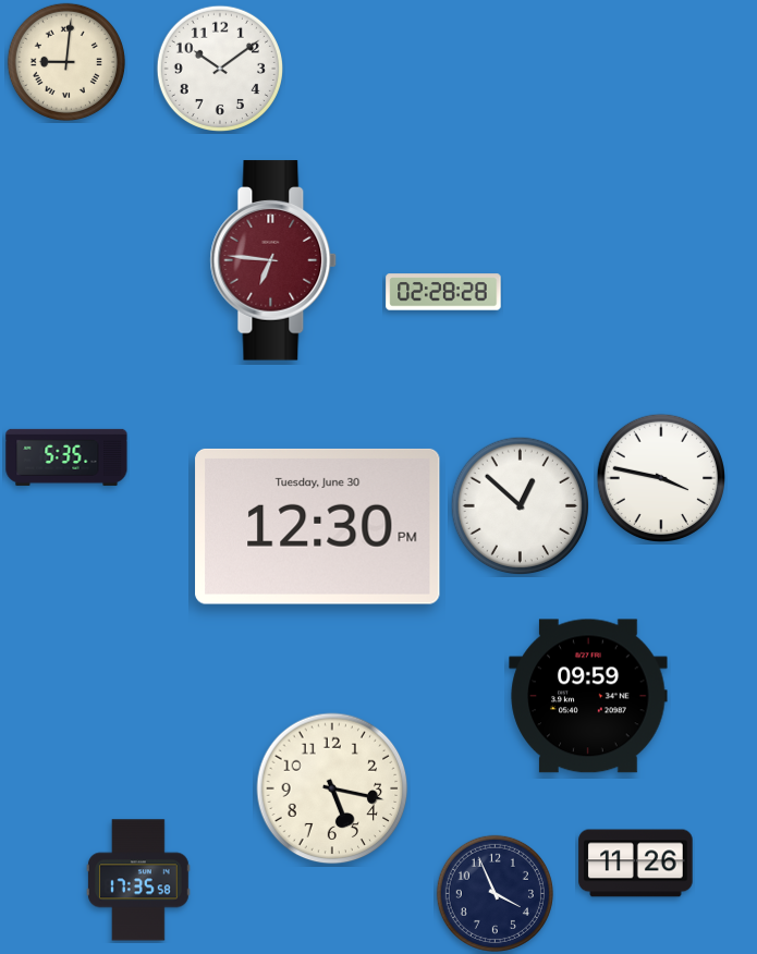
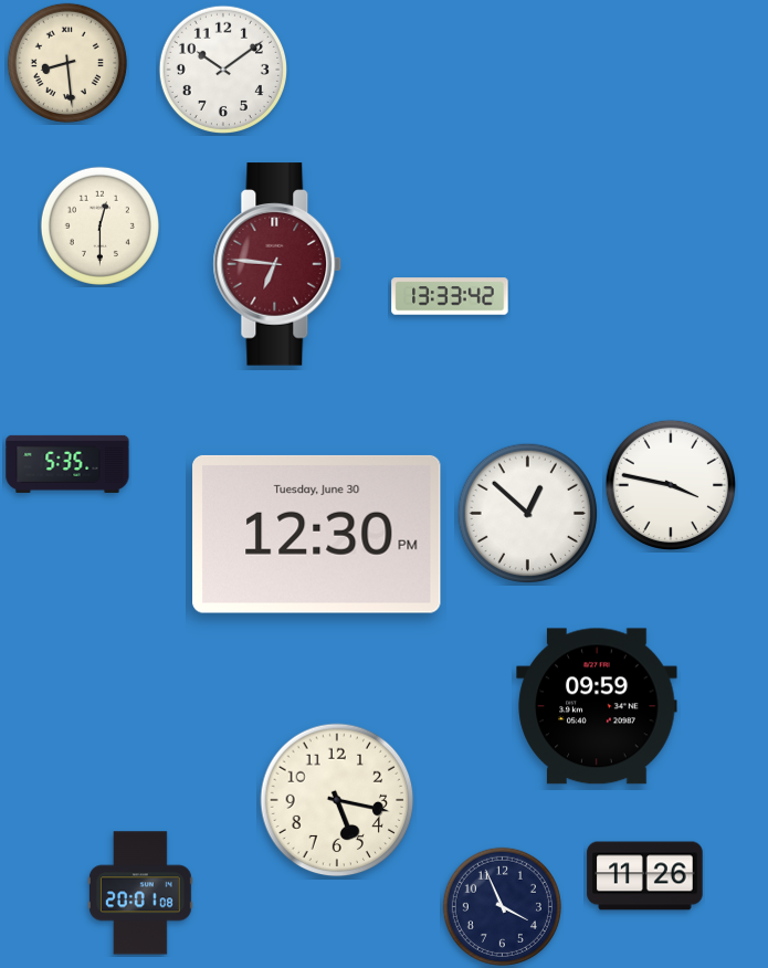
clock at (66, 62): 9:01 -> 8:29
clock at (99, 225): none -> 12:30
clock at (443, 292): 02:28 -> 13:33
clock at (318, 526) position: (318, 526) -> (317, 534)
clock at (139, 880): 17:35 -> 20:01
